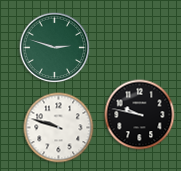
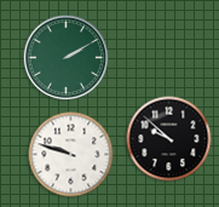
clock at (55, 48): 2:48 -> 2:10
clock at (140, 115): 9:47 -> 9:52
